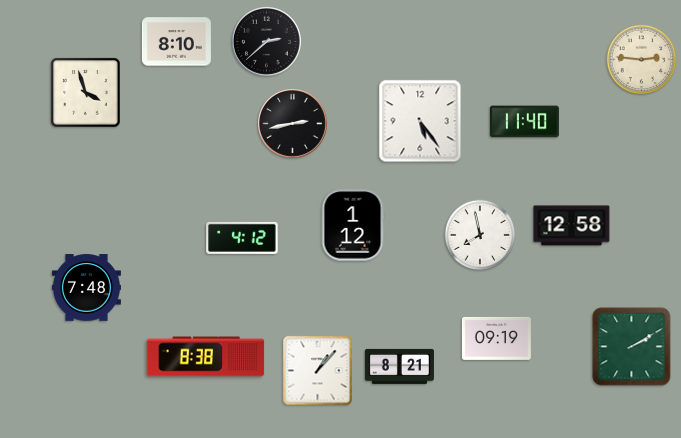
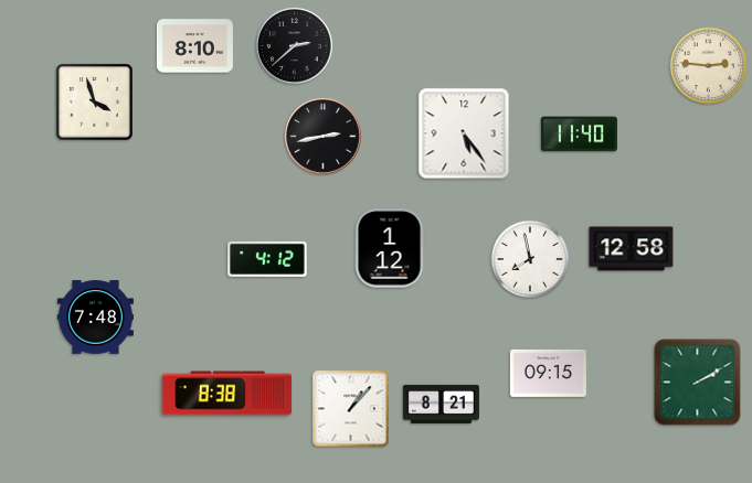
clock at (242, 238) position: (242, 238) -> (267, 259)
clock at (496, 338): 09:19 -> 09:15
